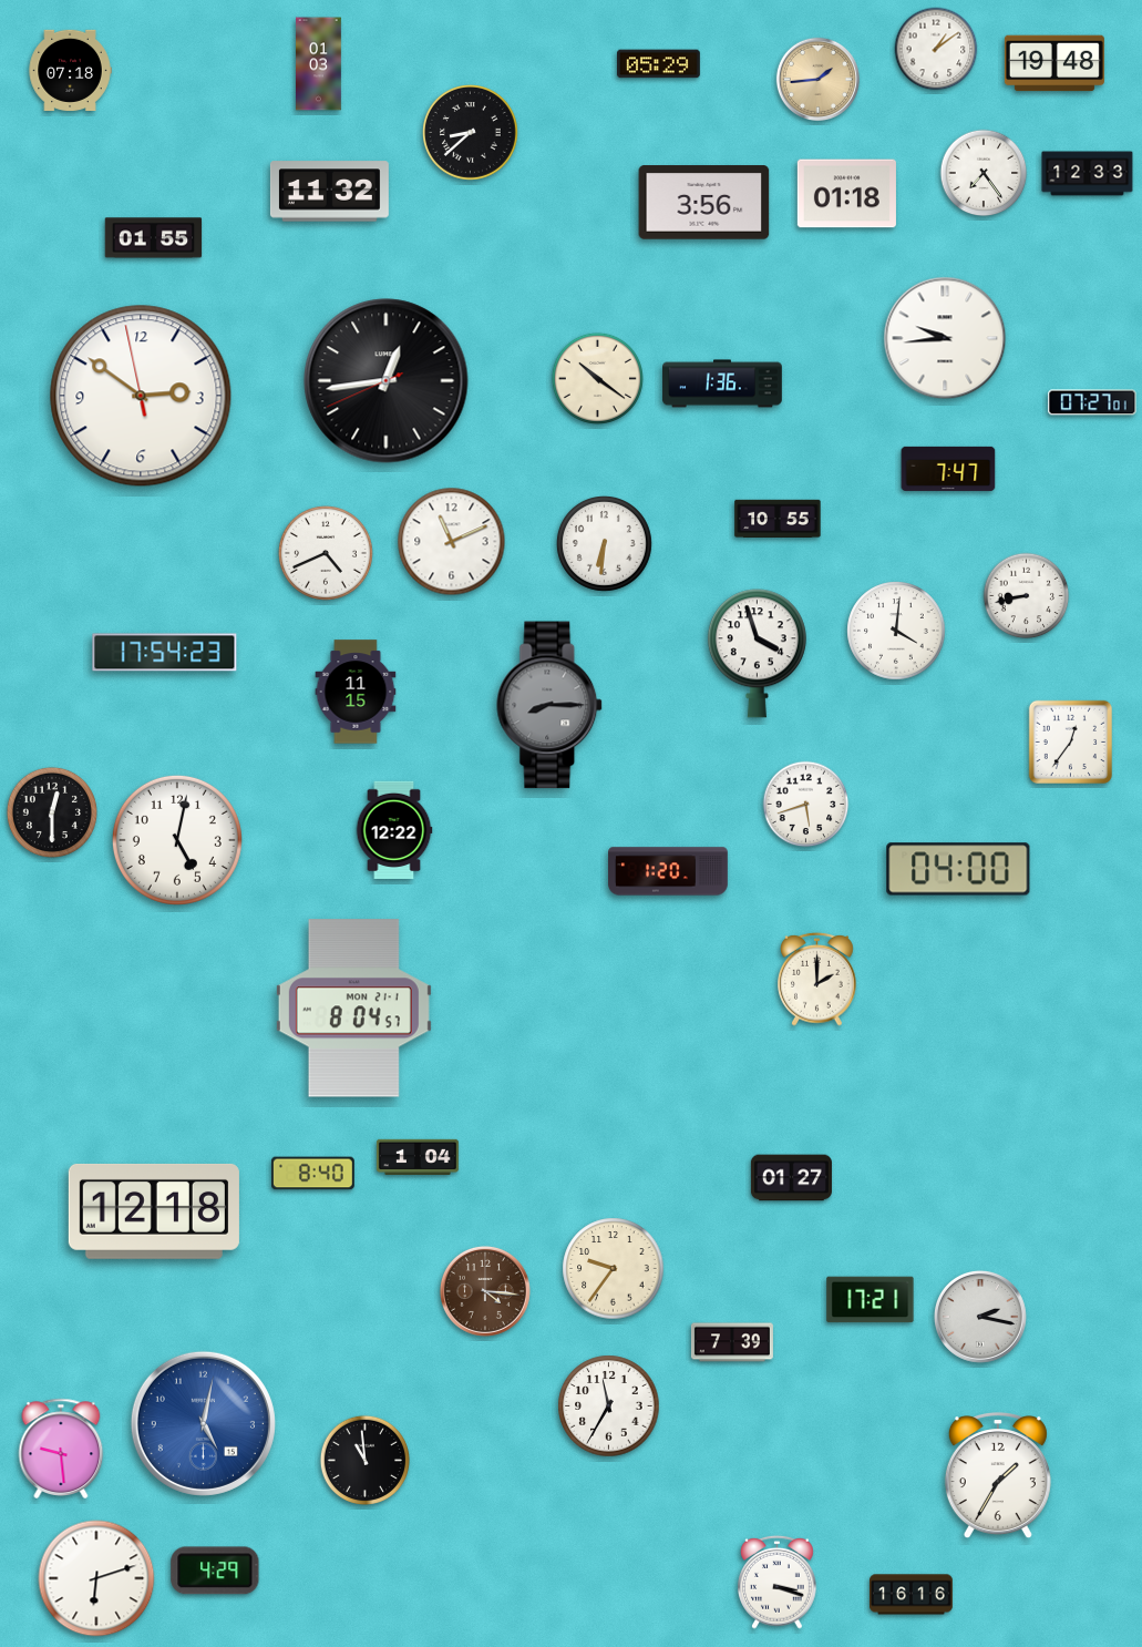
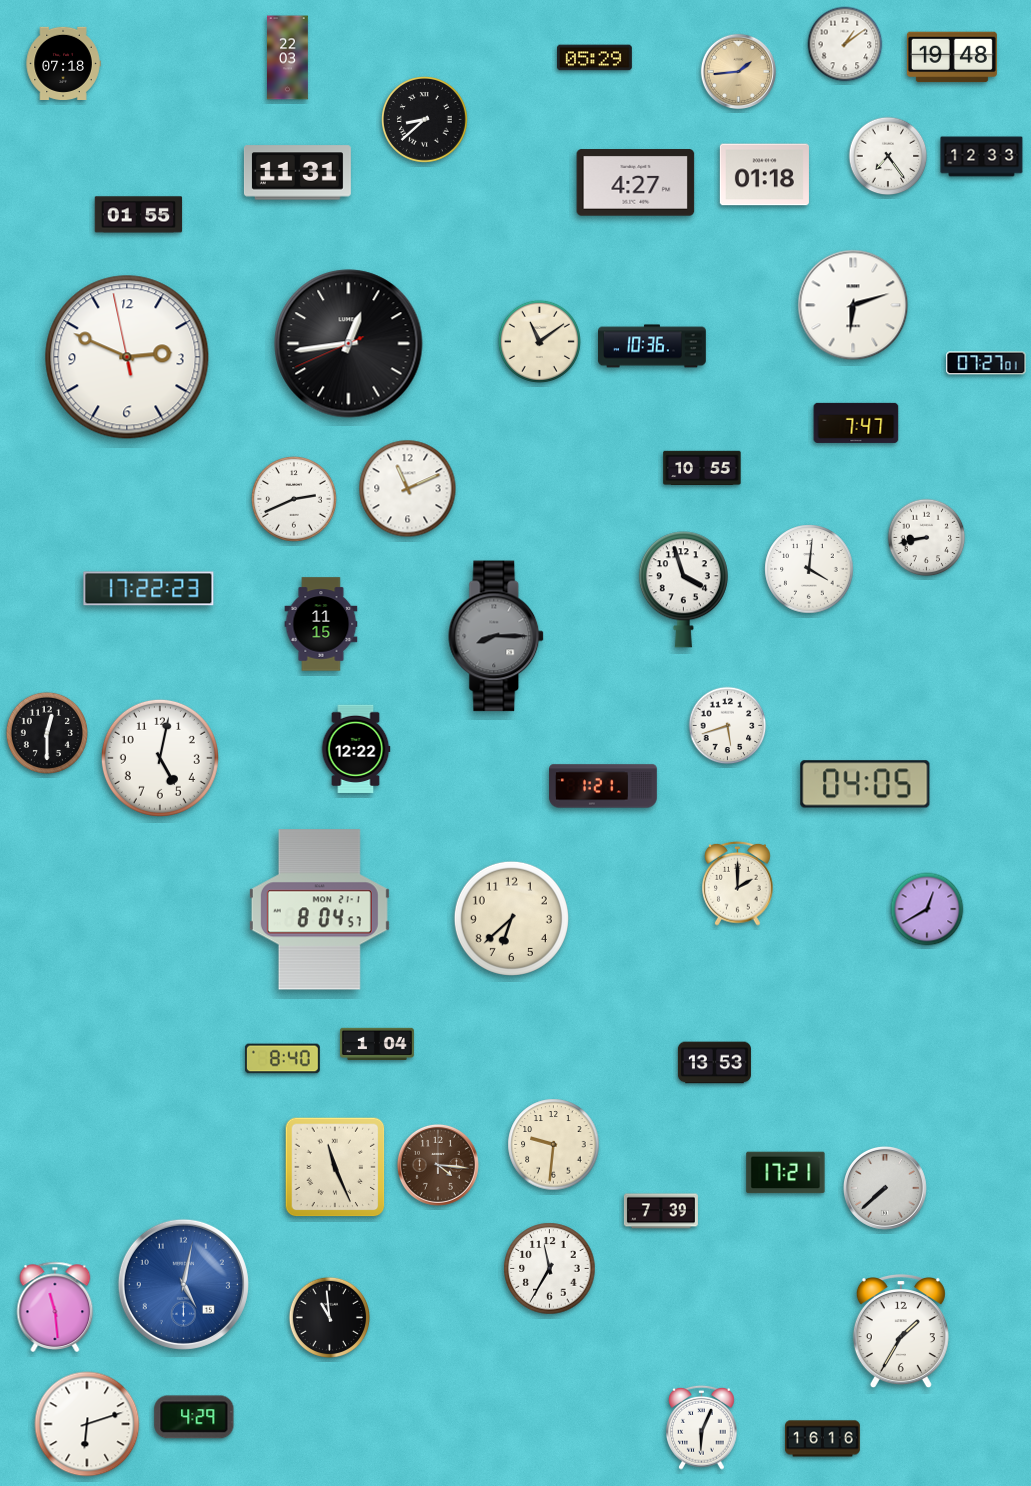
clock at (319, 64): 01:03 -> 22:03
clock at (329, 192): 11:32 -> 11:31
clock at (704, 203): 3:56 -> 4:27
clock at (945, 338): 9:44 -> 6:12
clock at (597, 378): 10:21 -> 11:09
clock at (722, 383): 1:36 -> 10:36
clock at (141, 396): 2:50 -> 2:48
clock at (605, 544): 6:31 -> none
clock at (326, 553): 4:41 -> 2:41
clock at (165, 653): 17:54 -> 17:22
clock at (1070, 741): 12:36 -> none
clock at (958, 869): 04:00 -> 04:05
clock at (668, 871): 1:20 -> 1:21
clock at (927, 909): none -> 12:40
clock at (511, 918): none -> 6:38
clock at (791, 1178): 01:27 -> 13:53
clock at (154, 1211): 12:18 -> none
clock at (614, 1269): 9:36 -> 9:31
clock at (335, 1167): none -> 11:26
clock at (980, 1317): 2:17 -> 7:38
clock at (61, 1449): 9:29 -> 11:29
clock at (778, 1582): 3:18 -> 6:04
